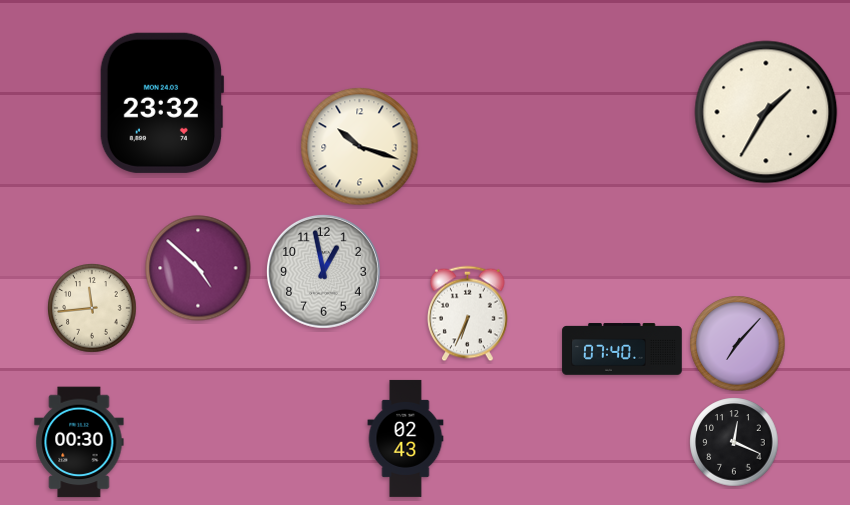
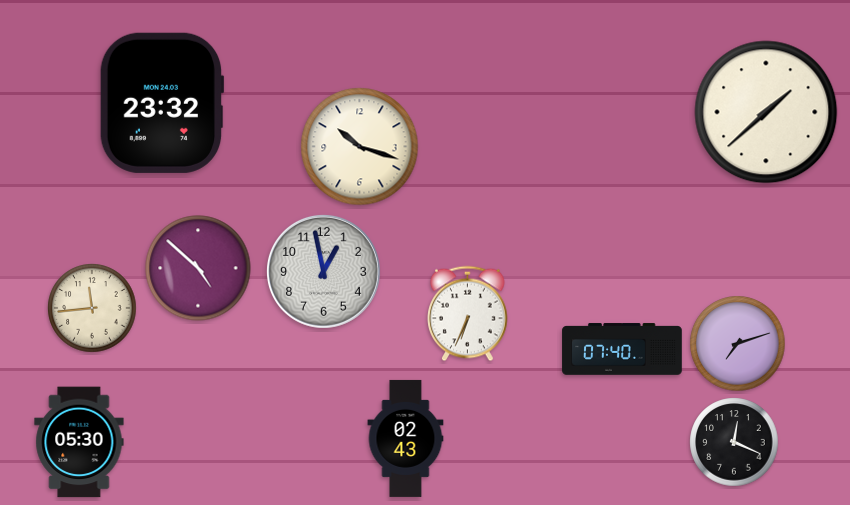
clock at (766, 112): 1:35 -> 1:38
clock at (738, 344): 7:07 -> 7:12
clock at (79, 442): 00:30 -> 05:30
